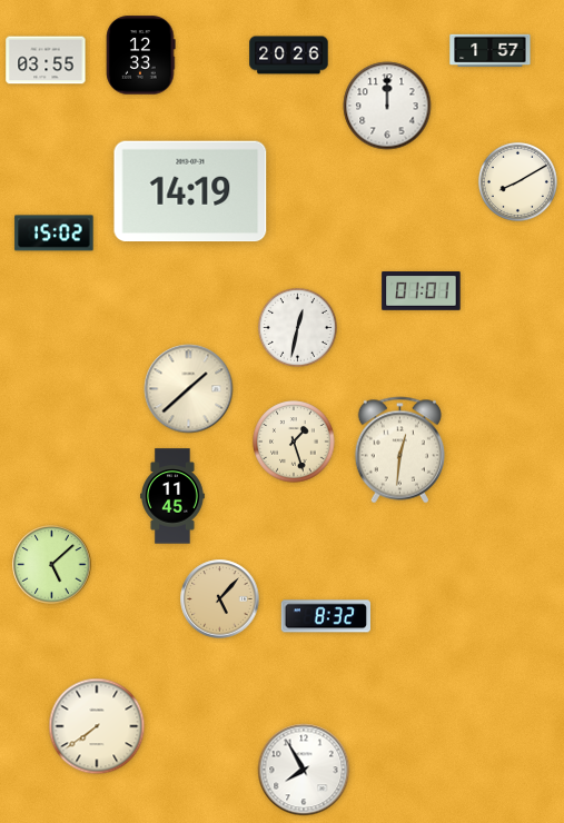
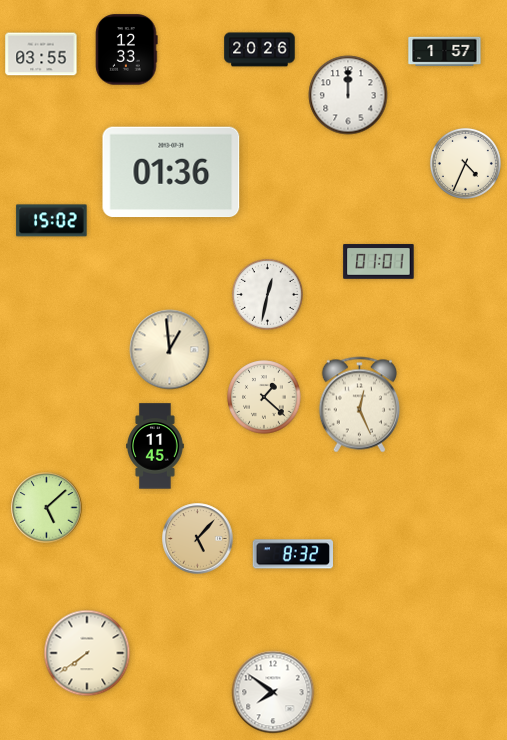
clock at (491, 51) position: (491, 51) -> (445, 52)
clock at (517, 181): 8:10 -> 4:34
clock at (190, 191): 14:19 -> 01:36
clock at (55, 234) position: (55, 234) -> (52, 221)
clock at (189, 389): 1:38 -> 12:59
clock at (294, 442): 1:27 -> 1:22
clock at (399, 450): 12:31 -> 12:26
clock at (304, 770): 7:55 -> 7:51
